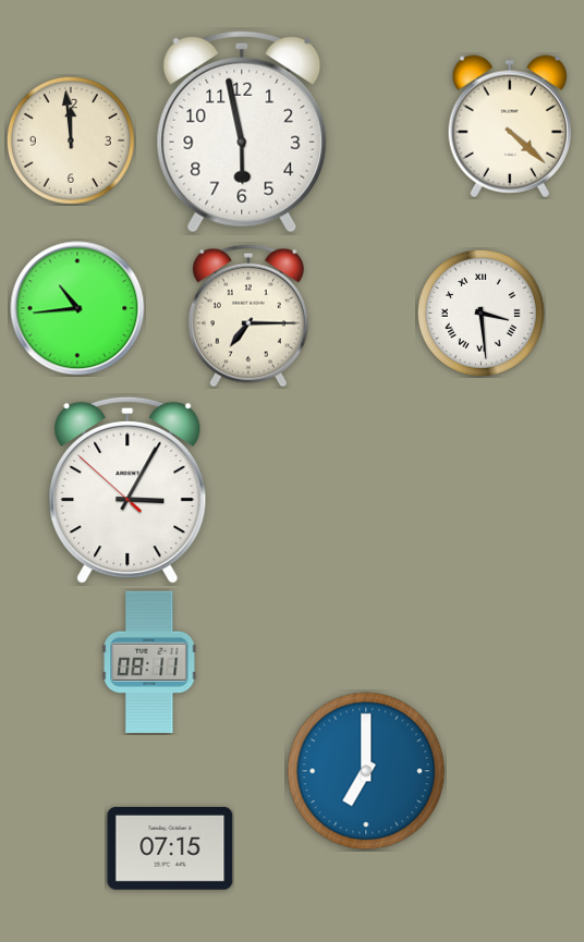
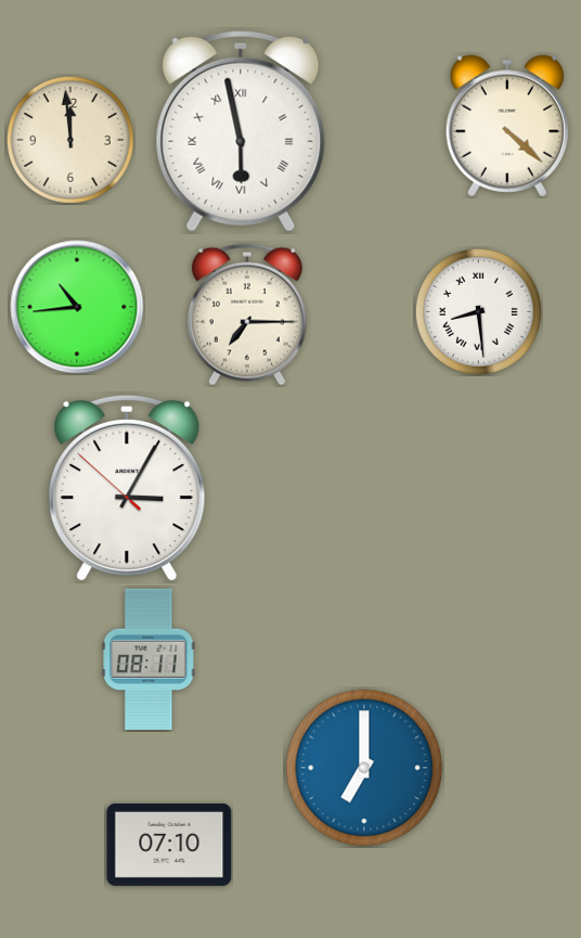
clock at (242, 132) numerals: Arabic -> Roman
clock at (480, 313): 3:29 -> 8:29
clock at (170, 848): 07:15 -> 07:10
